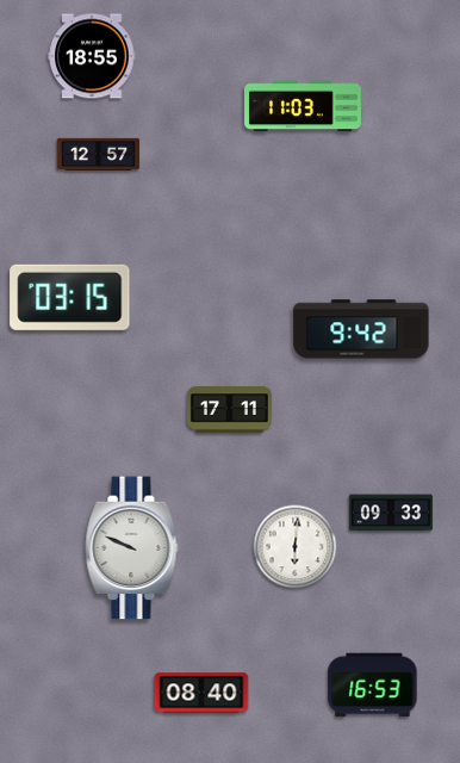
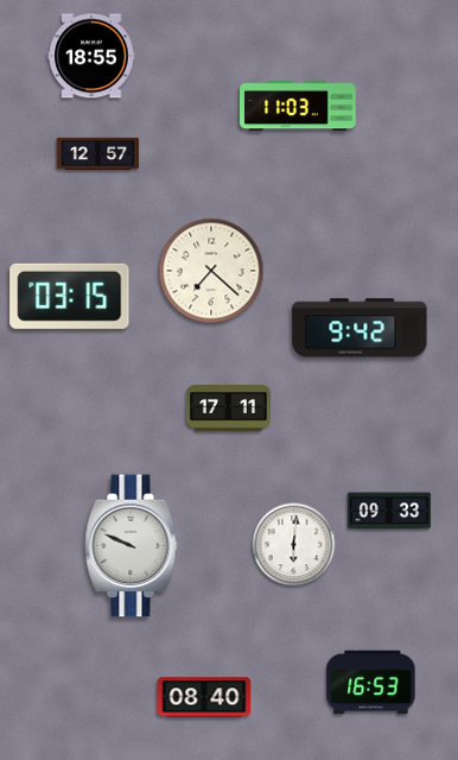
clock at (304, 106) position: (304, 106) -> (299, 106)
clock at (211, 271): none -> 7:22
clock at (201, 693) position: (201, 693) -> (204, 697)
